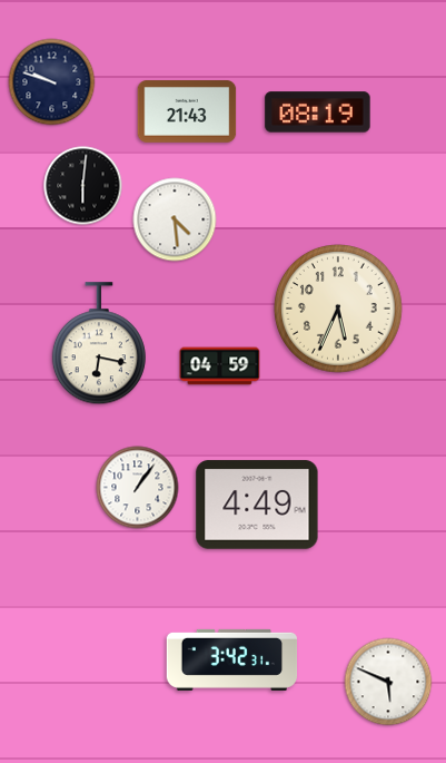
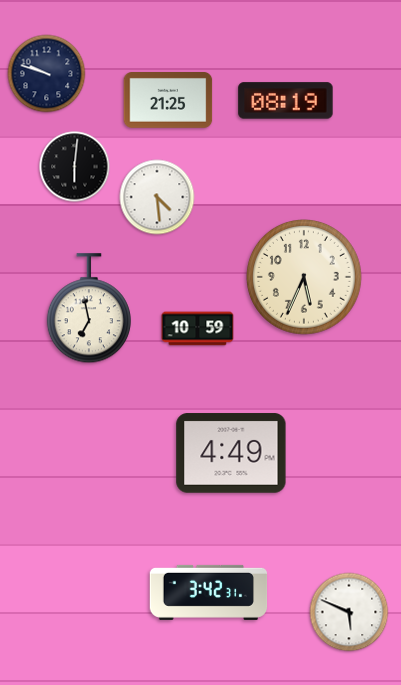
clock at (187, 113): 21:43 -> 21:25
clock at (99, 344): 6:17 -> 6:58
clock at (220, 366): 04:59 -> 10:59
clock at (138, 488): 1:06 -> none
